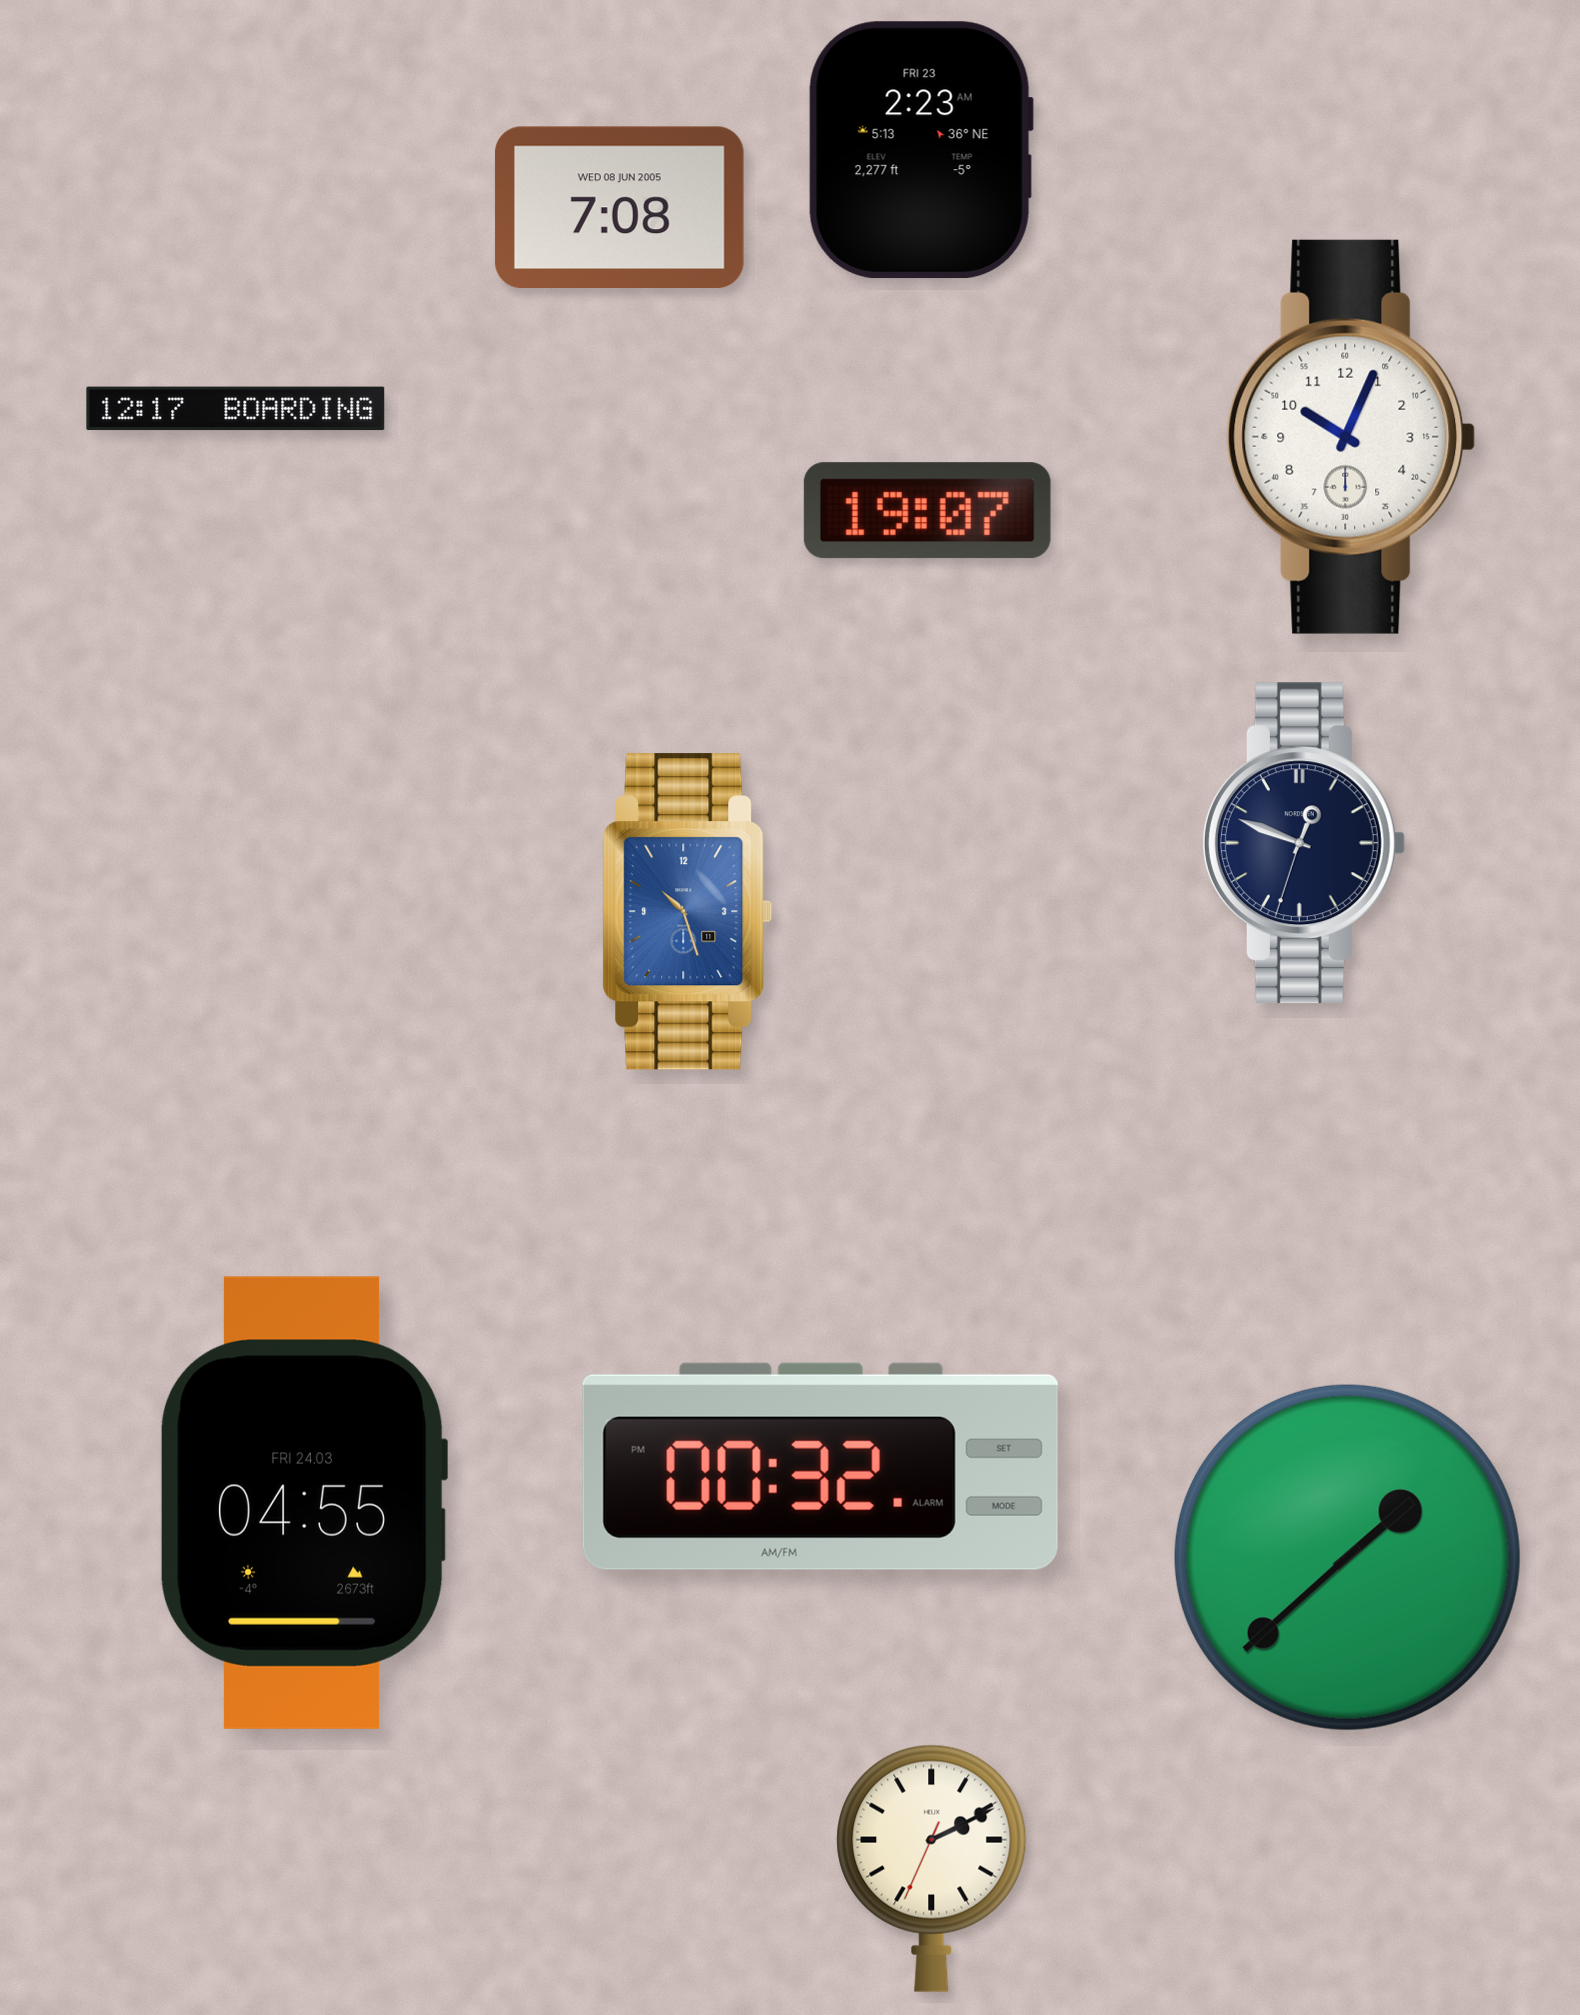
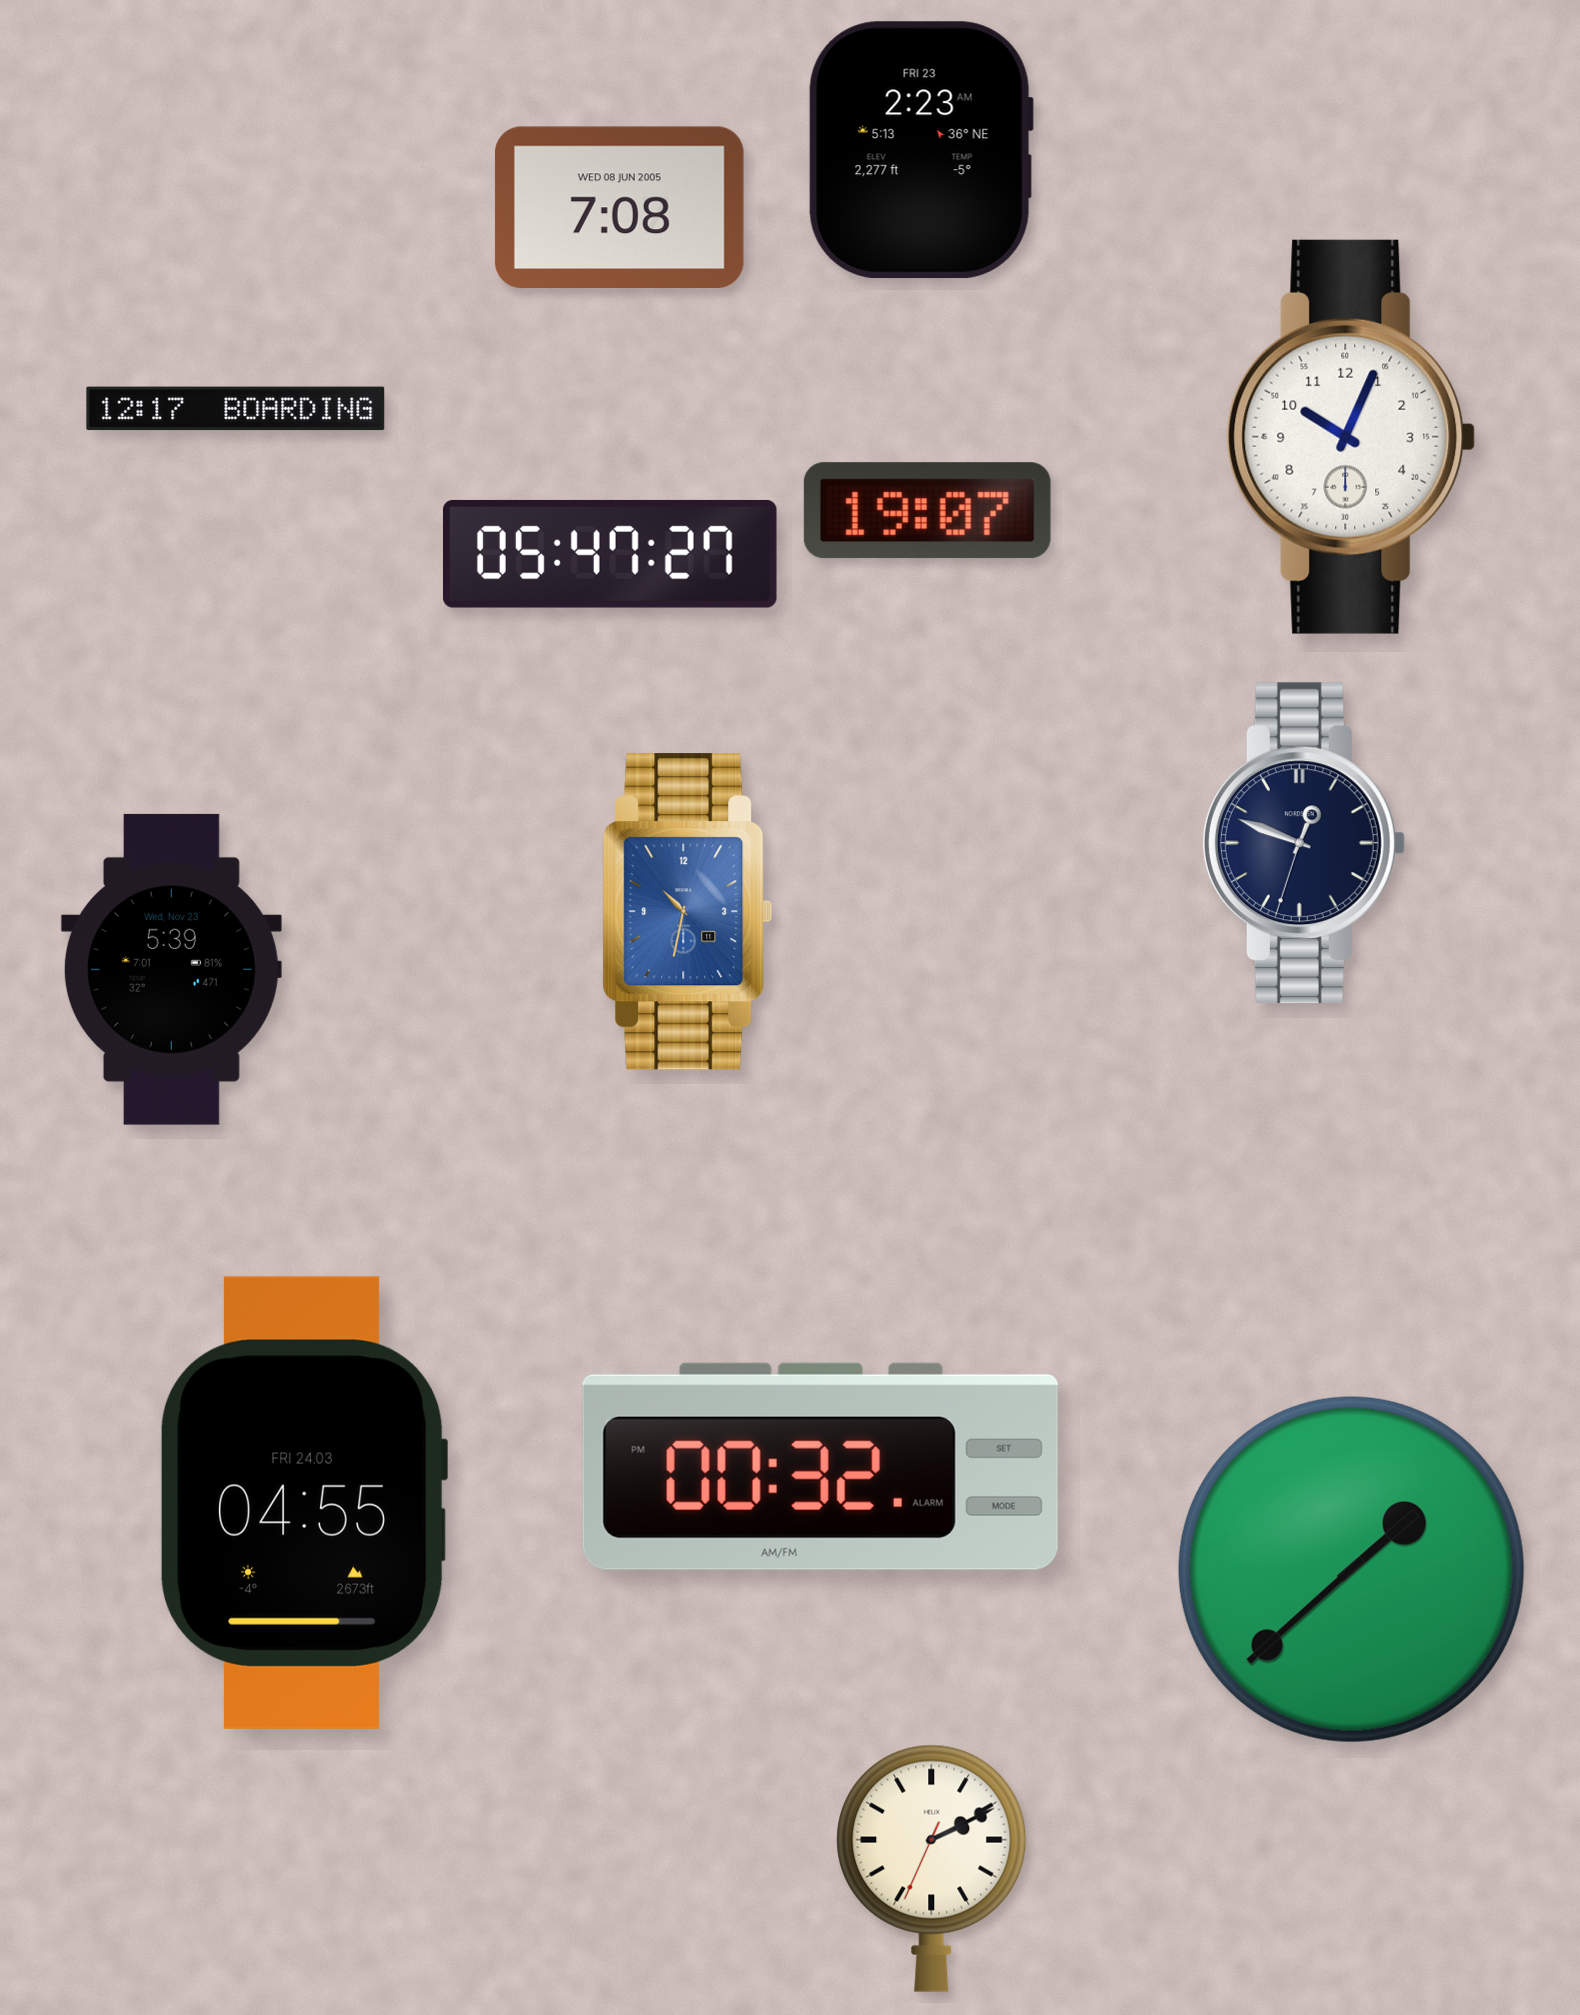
clock at (610, 554): none -> 05:47
clock at (688, 912): 10:27 -> 10:32
clock at (171, 969): none -> 5:39
clock at (1347, 1557) position: (1347, 1557) -> (1351, 1569)
